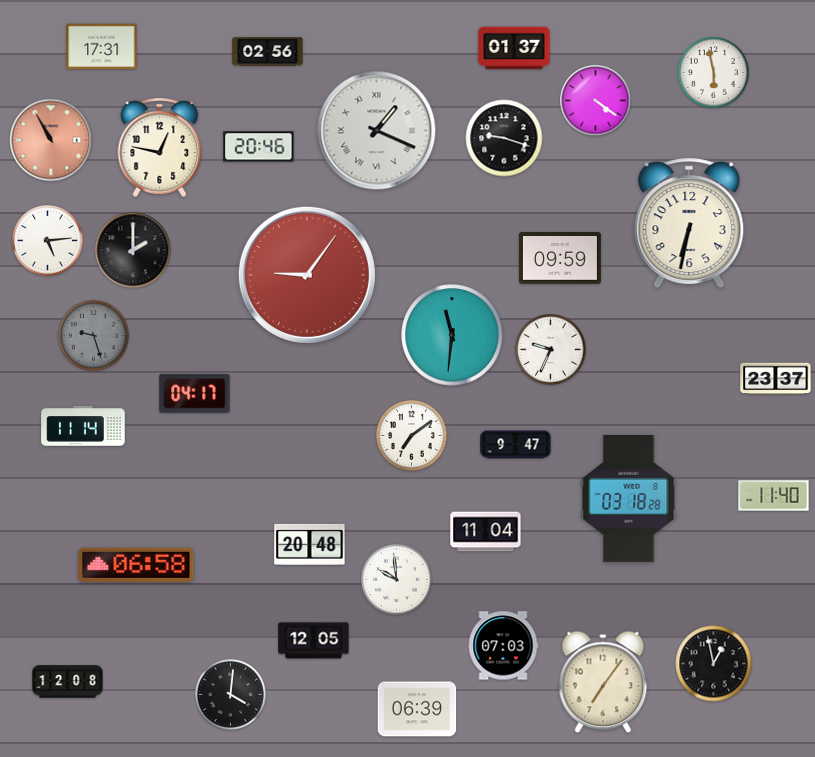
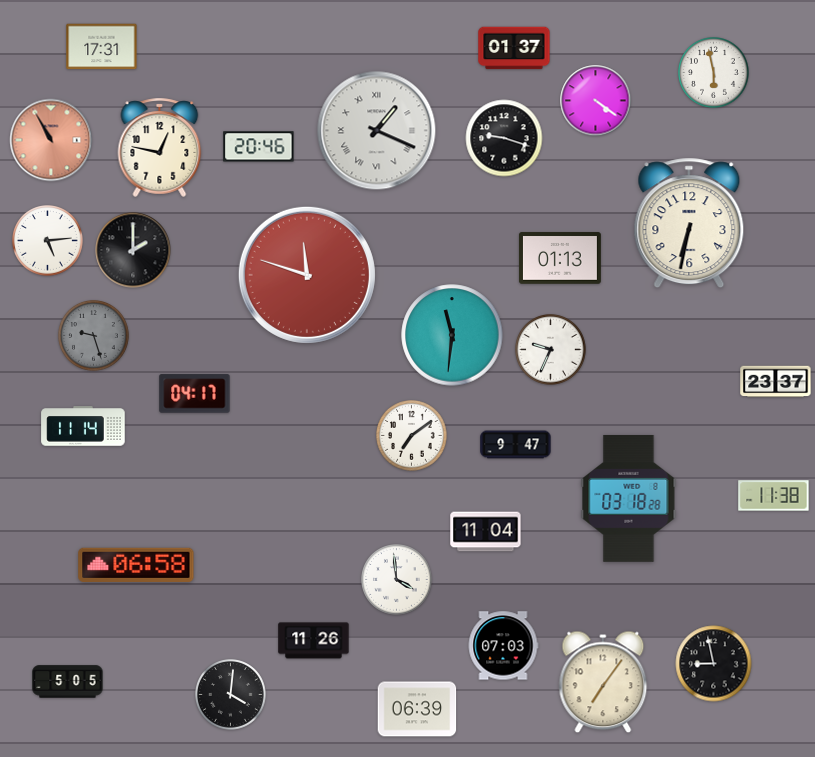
clock at (268, 52): 02:56 -> none
clock at (560, 258): 09:59 -> 01:13
clock at (307, 275): 9:06 -> 11:48
clock at (776, 379) position: (776, 379) -> (776, 382)
clock at (774, 496): 11:40 -> 11:38
clock at (310, 544): 20:48 -> none
clock at (397, 580): 9:59 -> 3:59
clock at (314, 641): 12:05 -> 11:26
clock at (714, 664): 12:58 -> 8:58
clock at (68, 682): 12:08 -> 5:05
